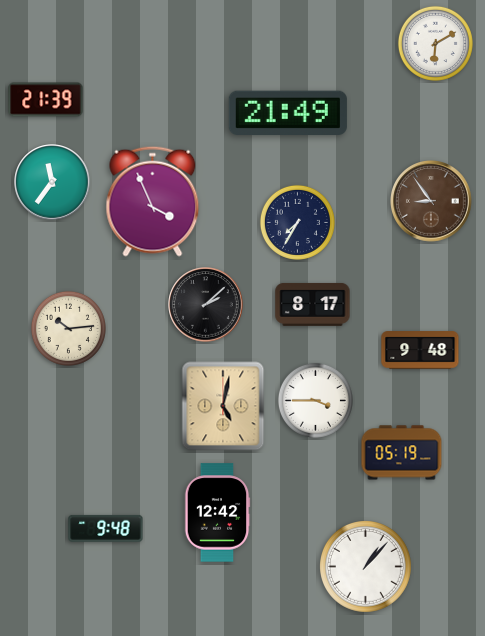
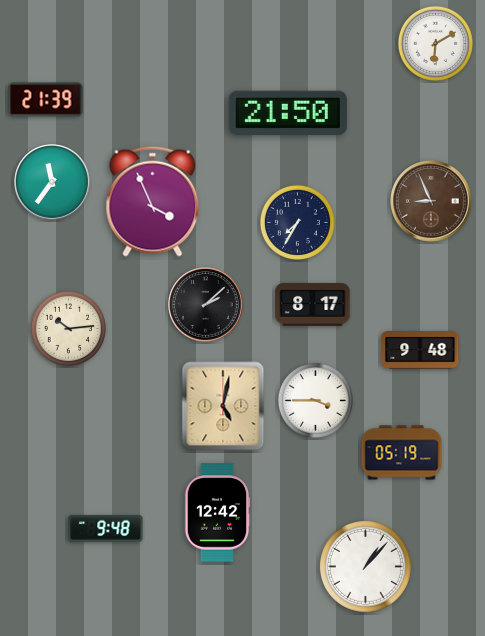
clock at (288, 113): 21:49 -> 21:50
clock at (431, 201): 8:54 -> 8:56
